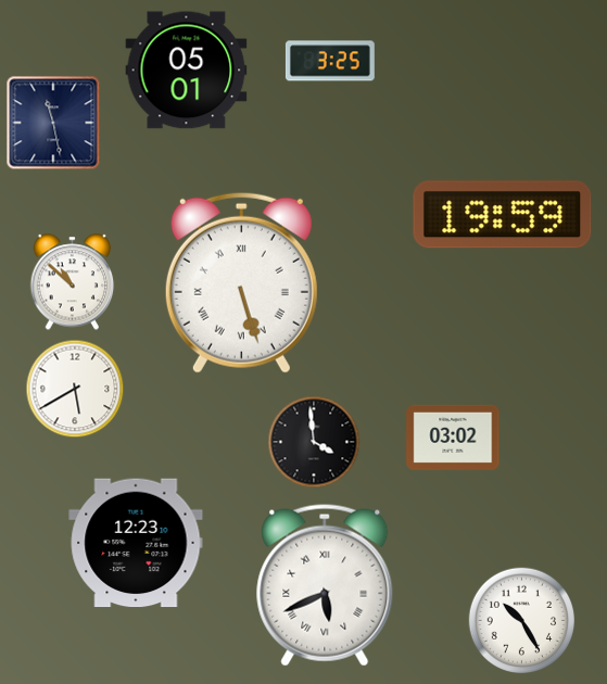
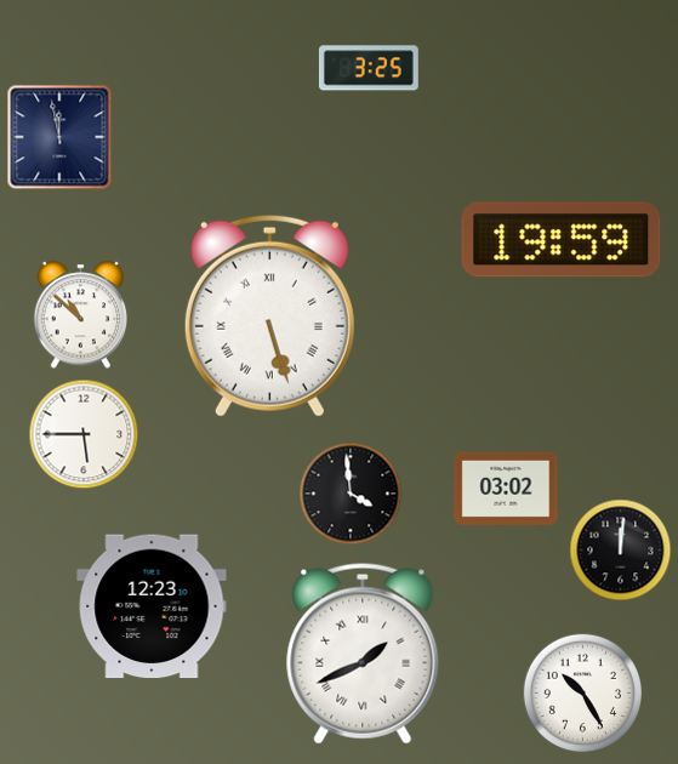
clock at (187, 71): 05:01 -> none
clock at (53, 123): 11:28 -> 11:58
clock at (75, 389): 5:40 -> 5:45
clock at (621, 551): none -> 12:01
clock at (325, 585): 5:41 -> 1:41
